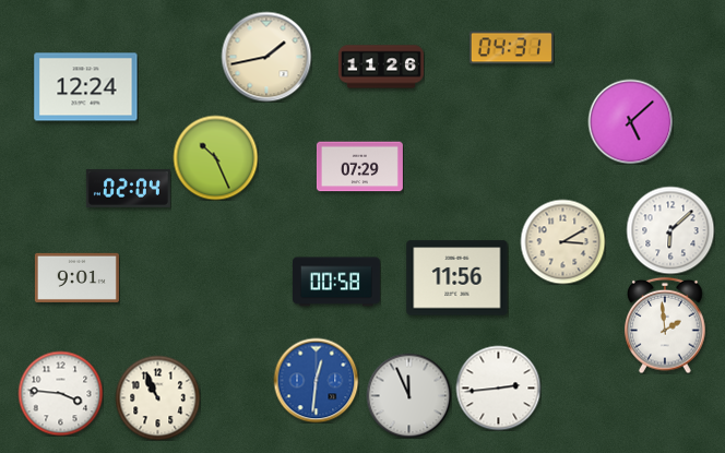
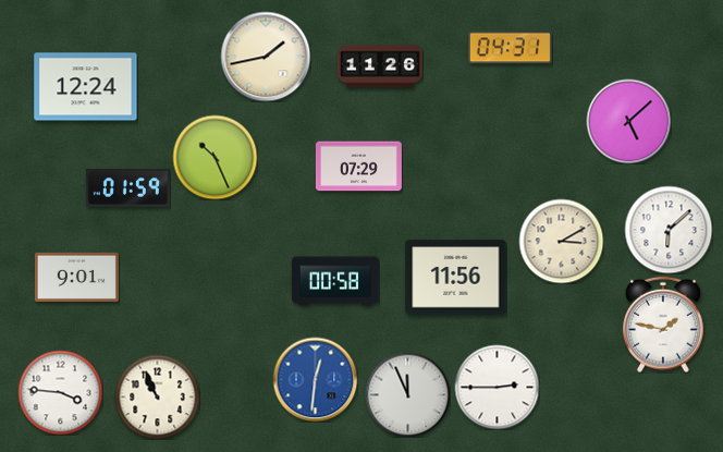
clock at (128, 188): 02:04 -> 01:59
clock at (665, 325): 1:59 -> 1:47
clock at (498, 388): 2:44 -> 2:45
